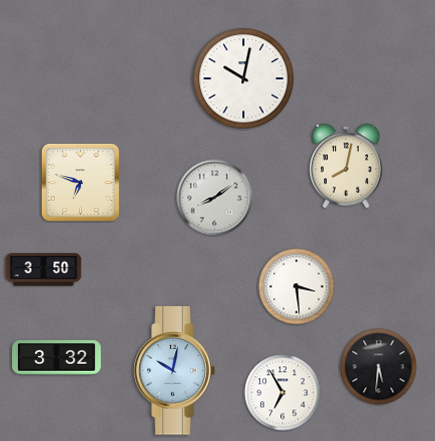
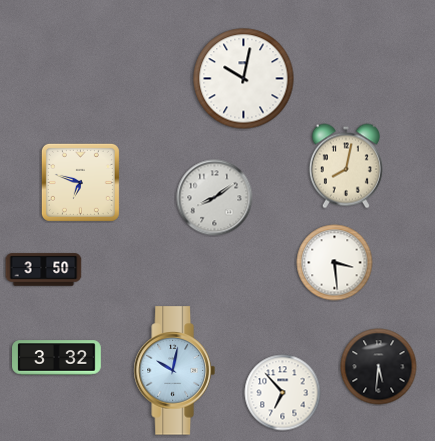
clock at (297, 287) position: (297, 287) -> (335, 263)
clock at (283, 393): 6:55 -> 6:53
